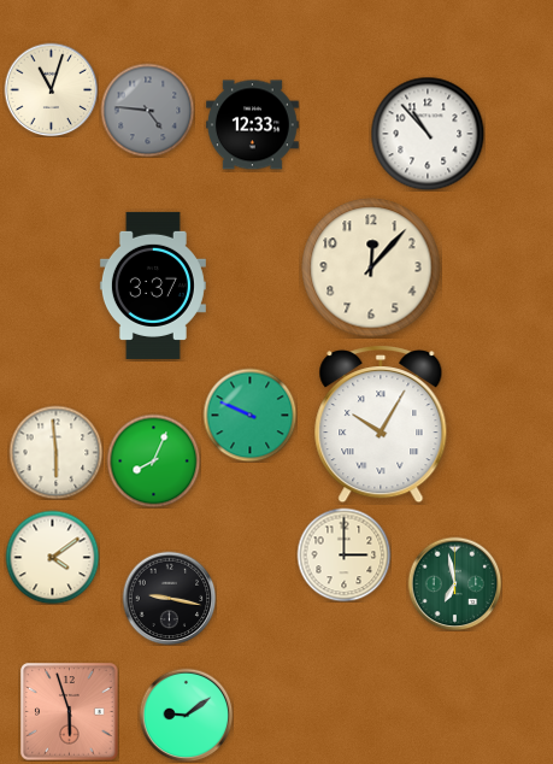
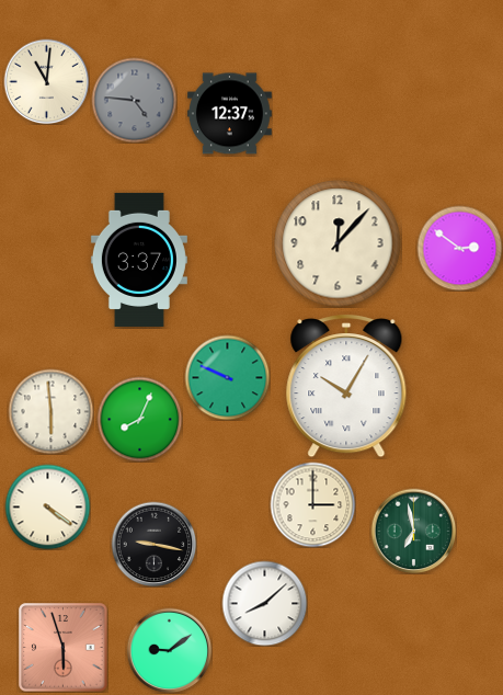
clock at (51, 89): 11:03 -> 11:01
clock at (252, 125): 12:33 -> 12:37
clock at (428, 134): 10:53 -> none
clock at (459, 248): none -> 2:51
clock at (52, 557): 4:09 -> 4:21
clock at (264, 603): none -> 8:08
